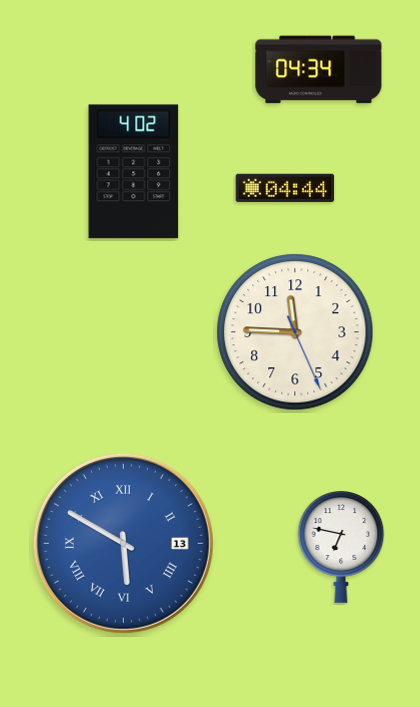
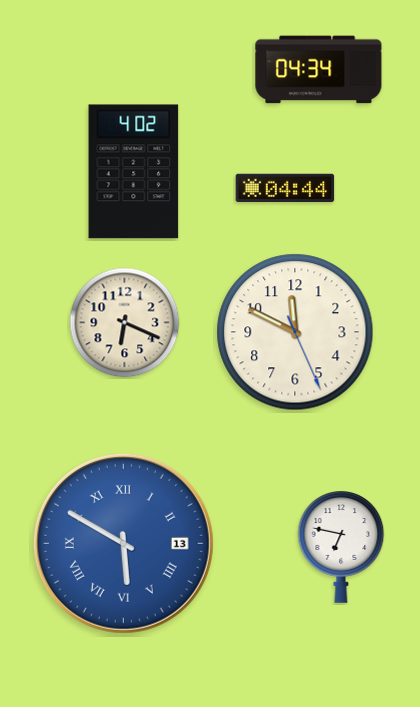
clock at (125, 323): none -> 6:19
clock at (295, 332): 11:45 -> 11:49
